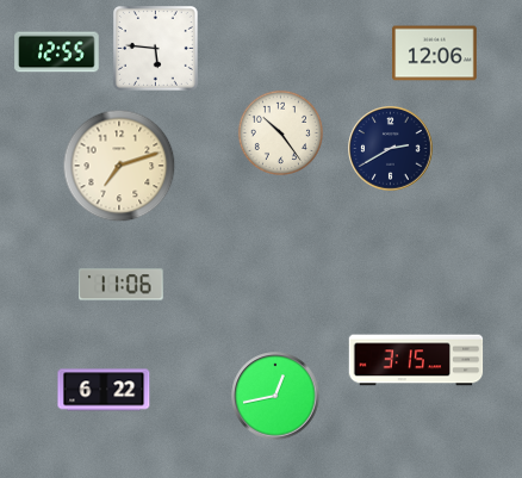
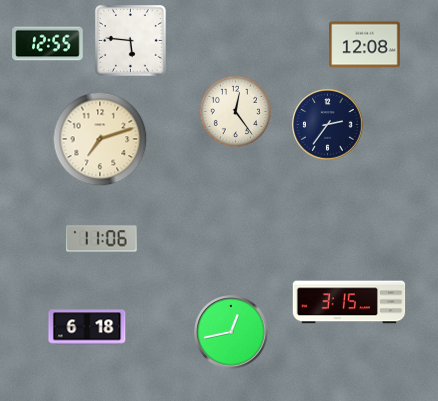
clock at (435, 54): 12:06 -> 12:08
clock at (280, 132): 10:24 -> 12:24
clock at (391, 149): 2:40 -> 2:36
clock at (104, 390): 6:22 -> 6:18
